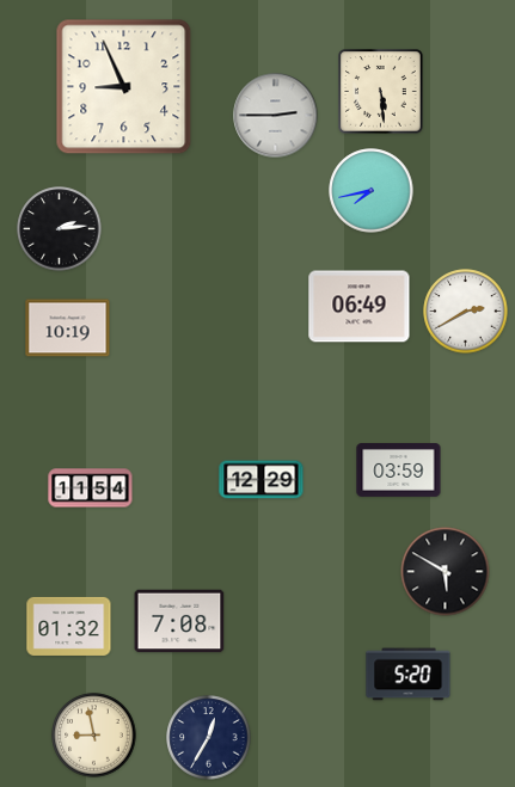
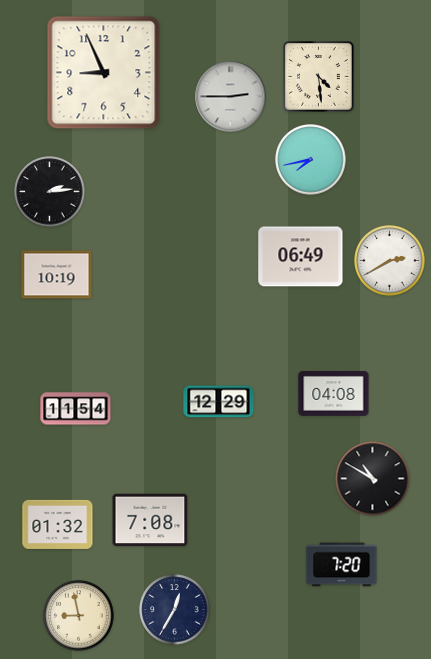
clock at (381, 92): 5:29 -> 4:29
clock at (399, 471): 03:59 -> 04:08
clock at (446, 572): 5:50 -> 10:50
clock at (409, 675): 5:20 -> 7:20
clock at (209, 738) position: (209, 738) -> (175, 610)
